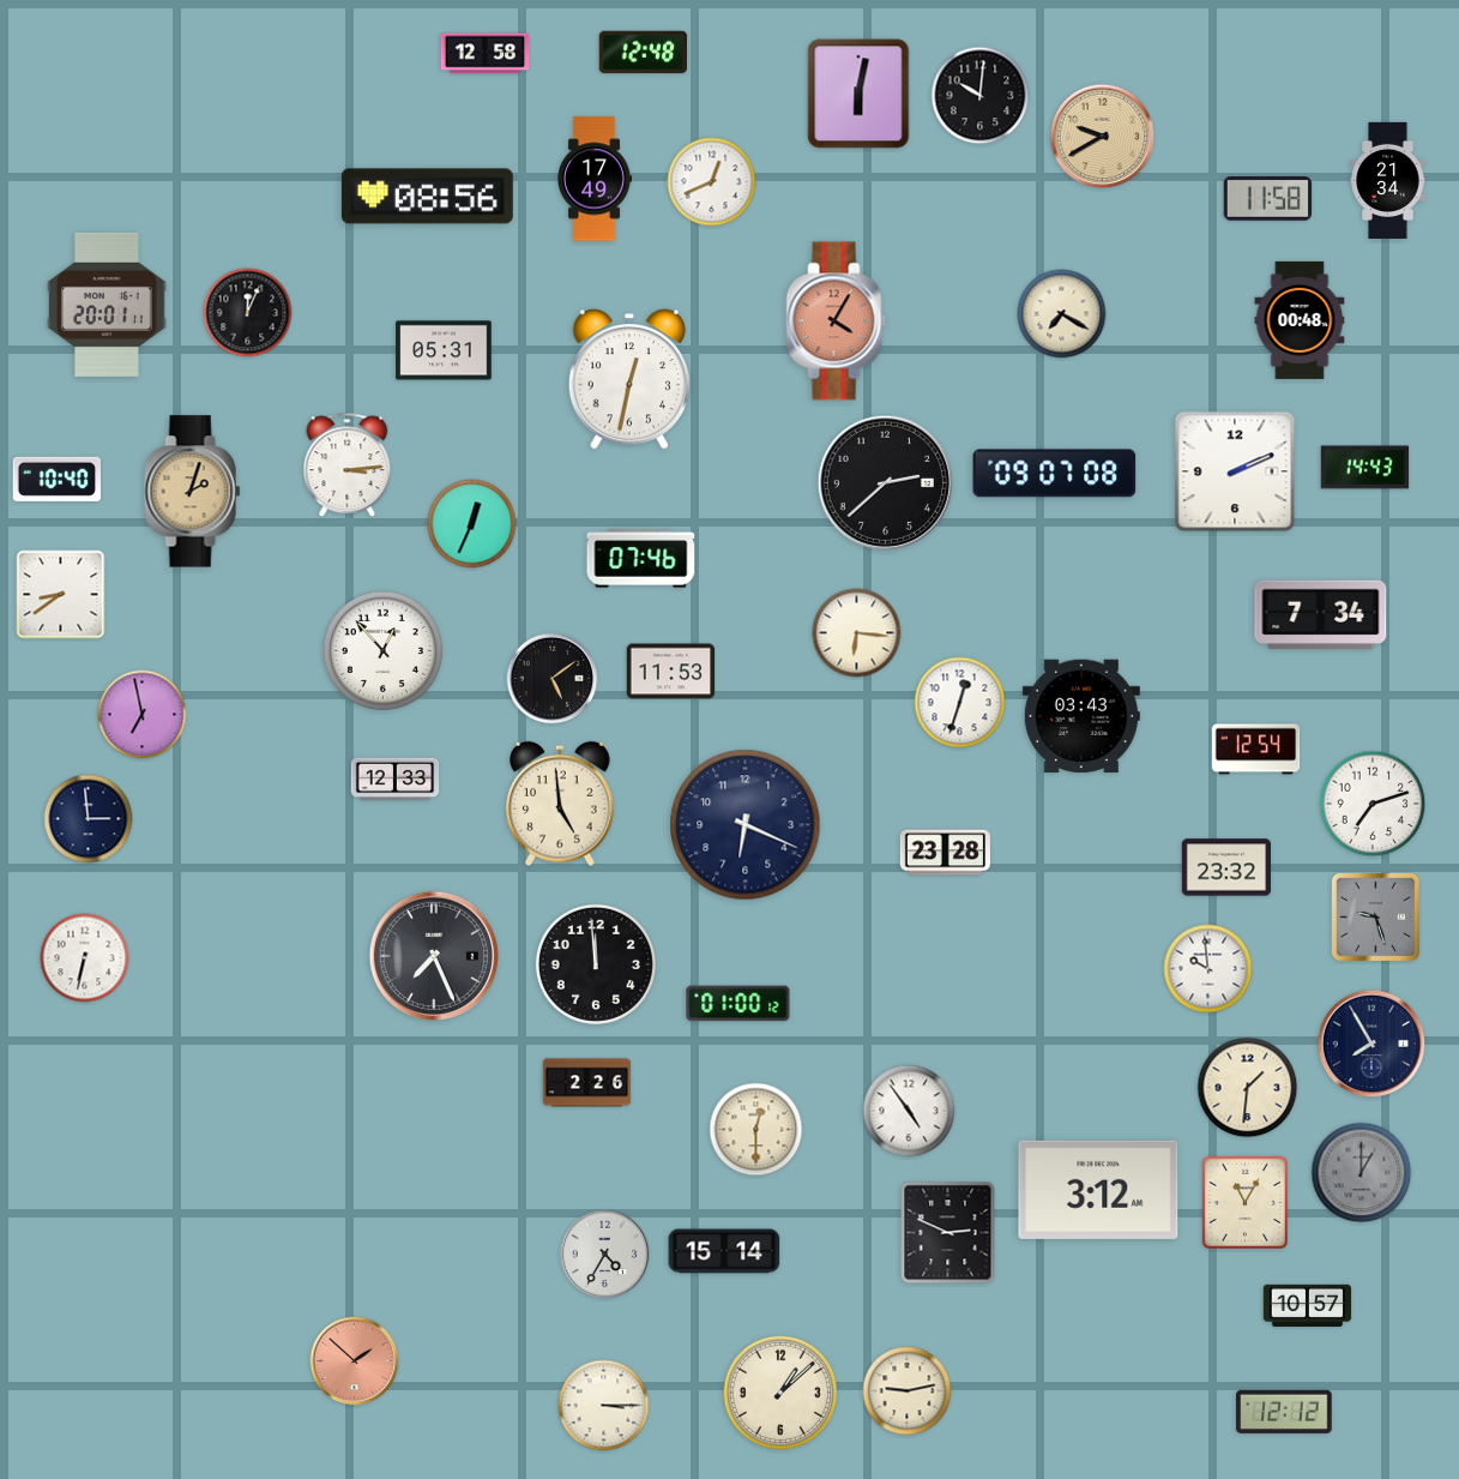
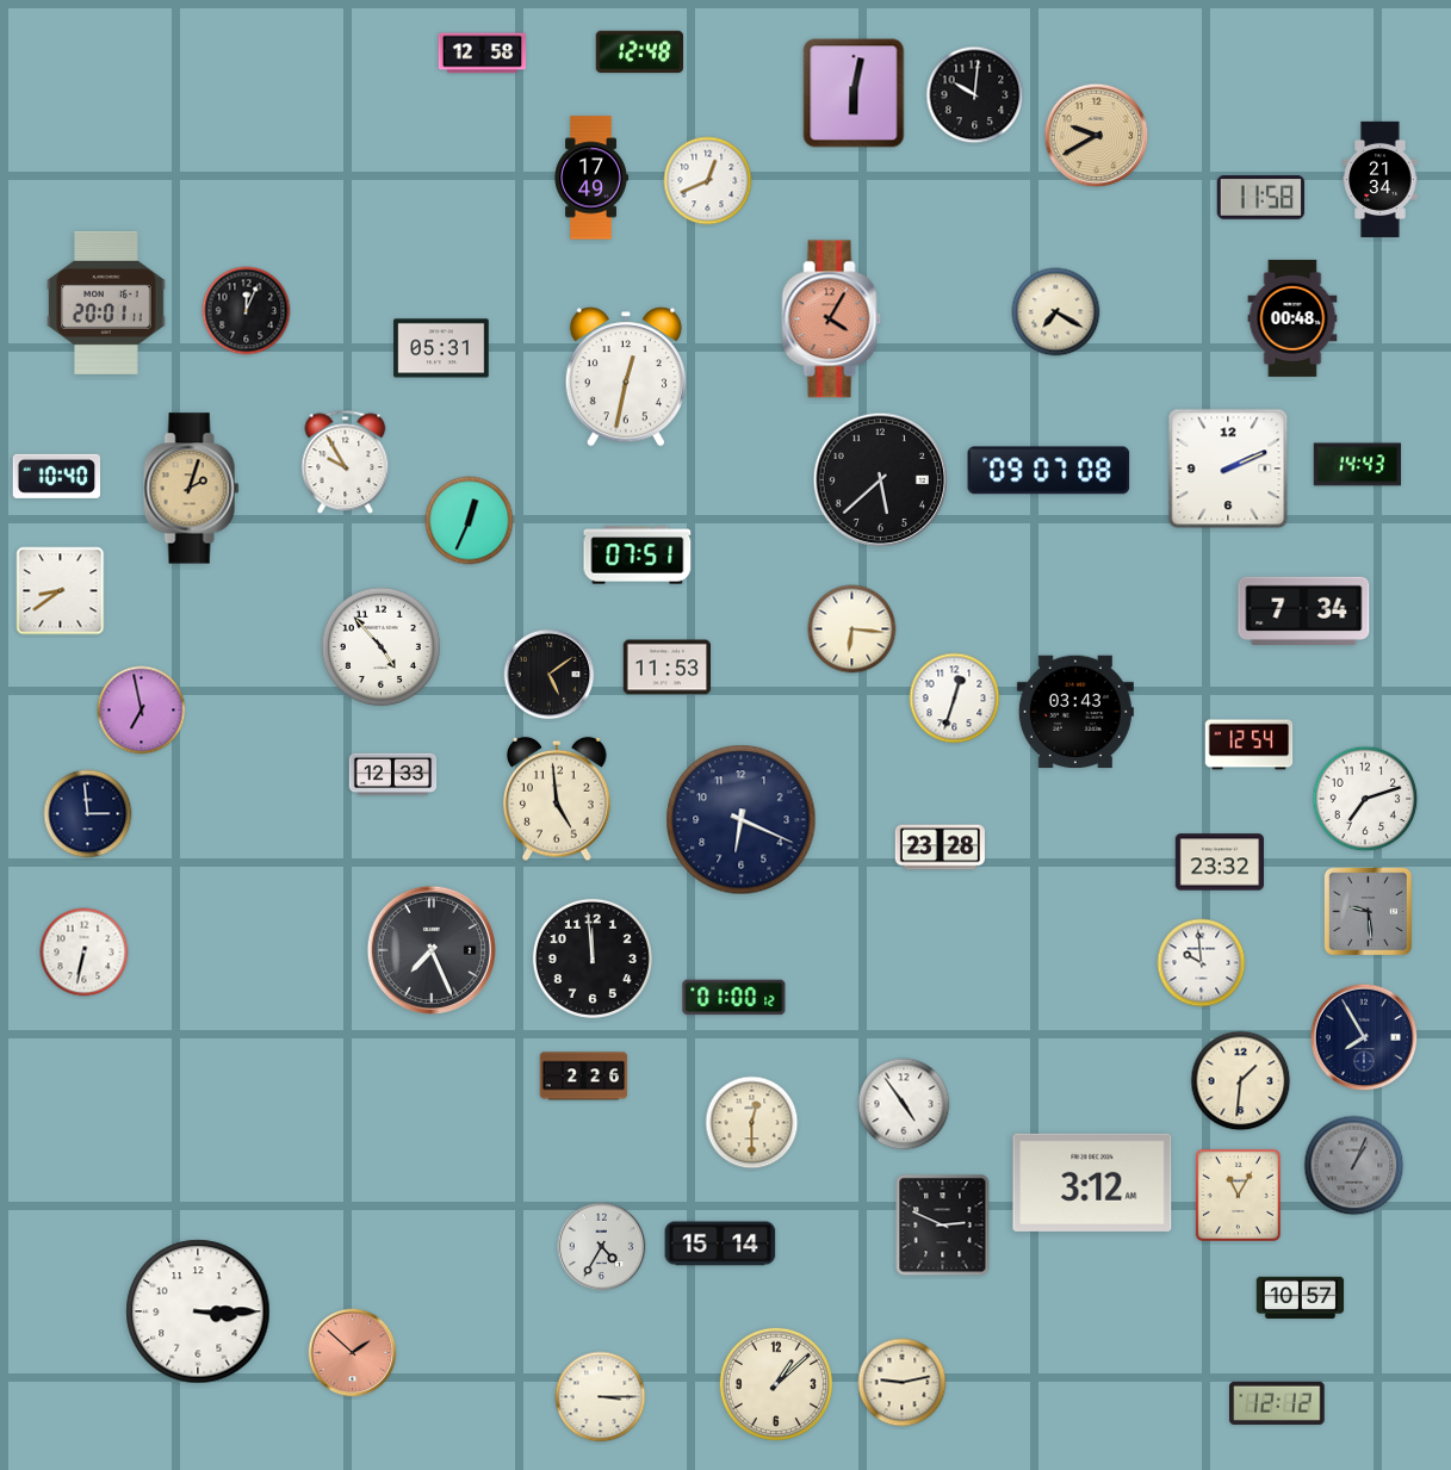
clock at (427, 197): 08:56 -> none
clock at (348, 465): 3:14 -> 9:55
clock at (885, 482): 2:38 -> 5:38
clock at (641, 559): 07:46 -> 07:51
clock at (1321, 614) position: (1321, 614) -> (1304, 610)
clock at (382, 650): 12:53 -> 4:53
clock at (1375, 916): 9:27 -> 9:29
clock at (1362, 1173): 1:00 -> 1:04
clock at (198, 1311): none -> 3:15
